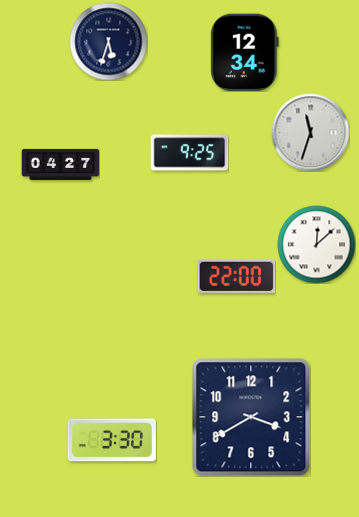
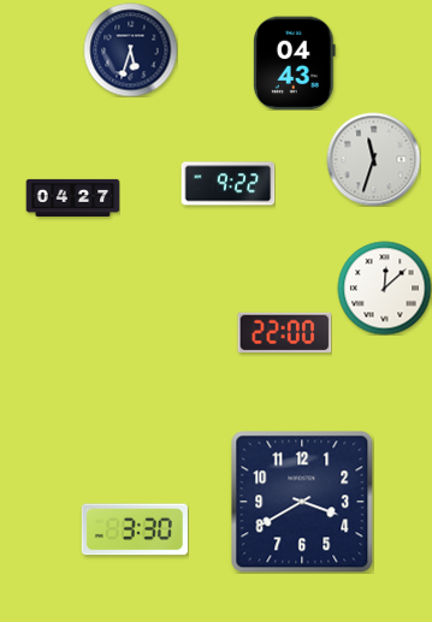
clock at (245, 52): 12:34 -> 04:43
clock at (189, 153): 9:25 -> 9:22
clock at (316, 244) position: (316, 244) -> (384, 288)
